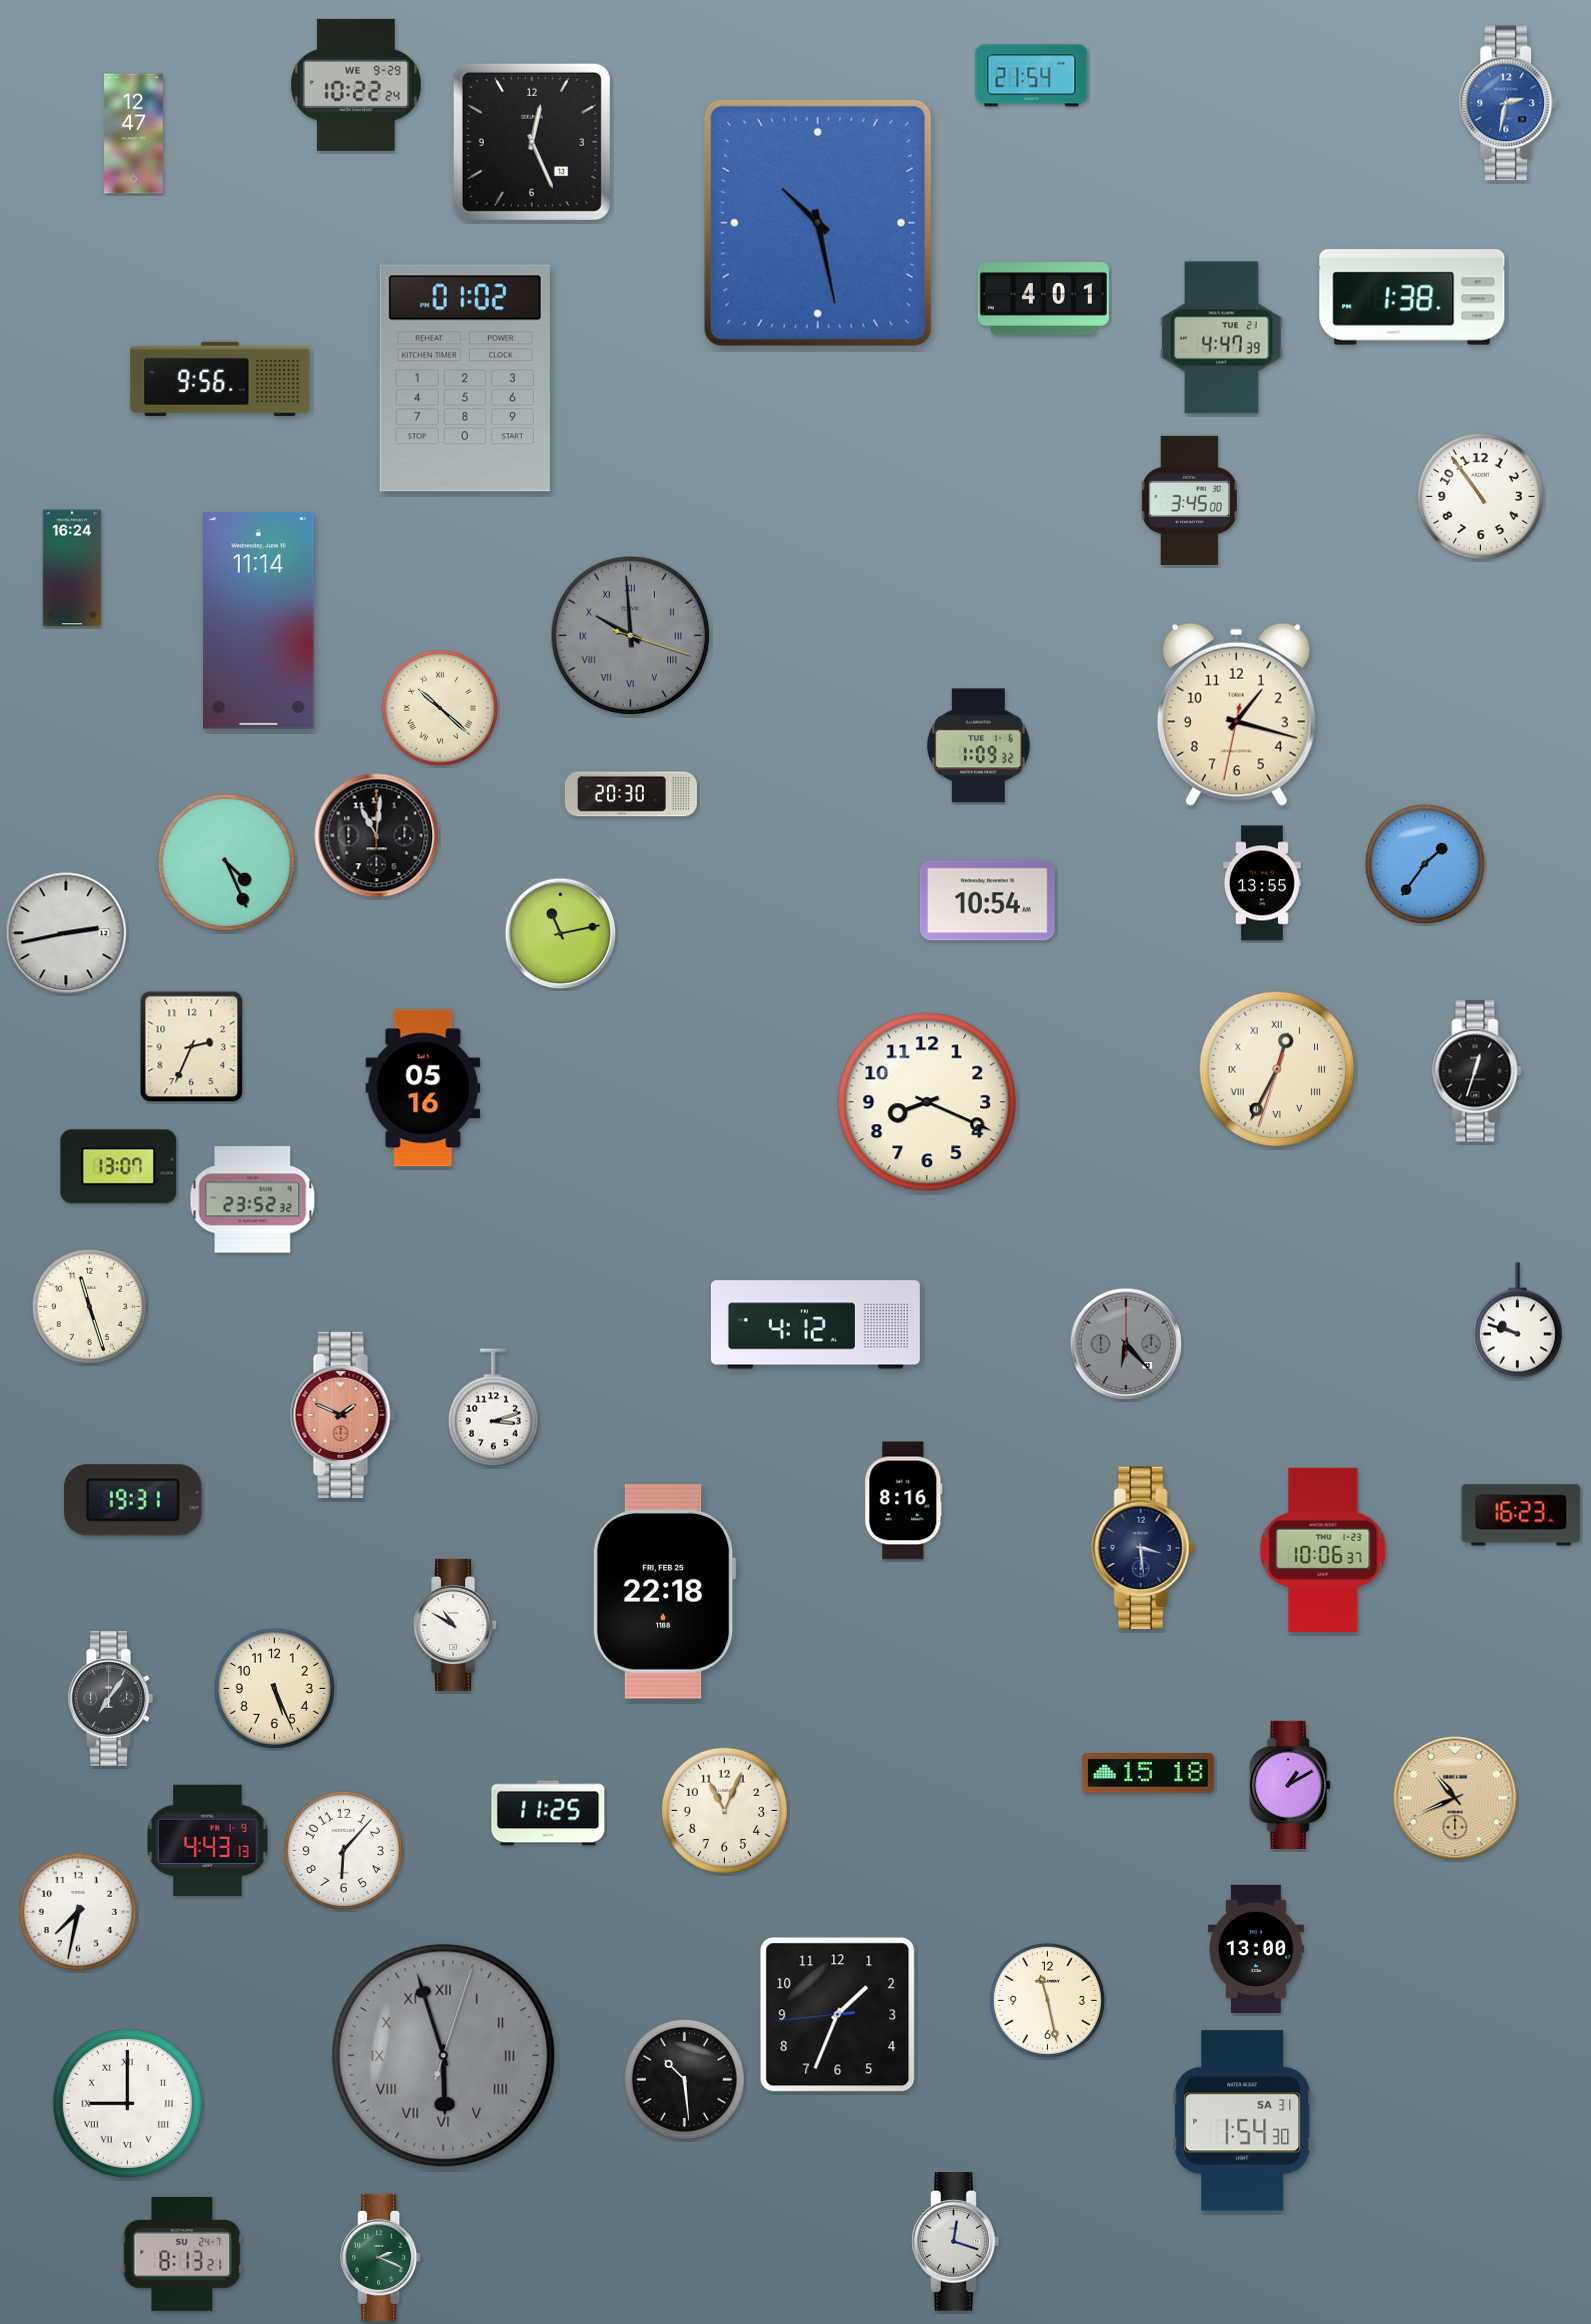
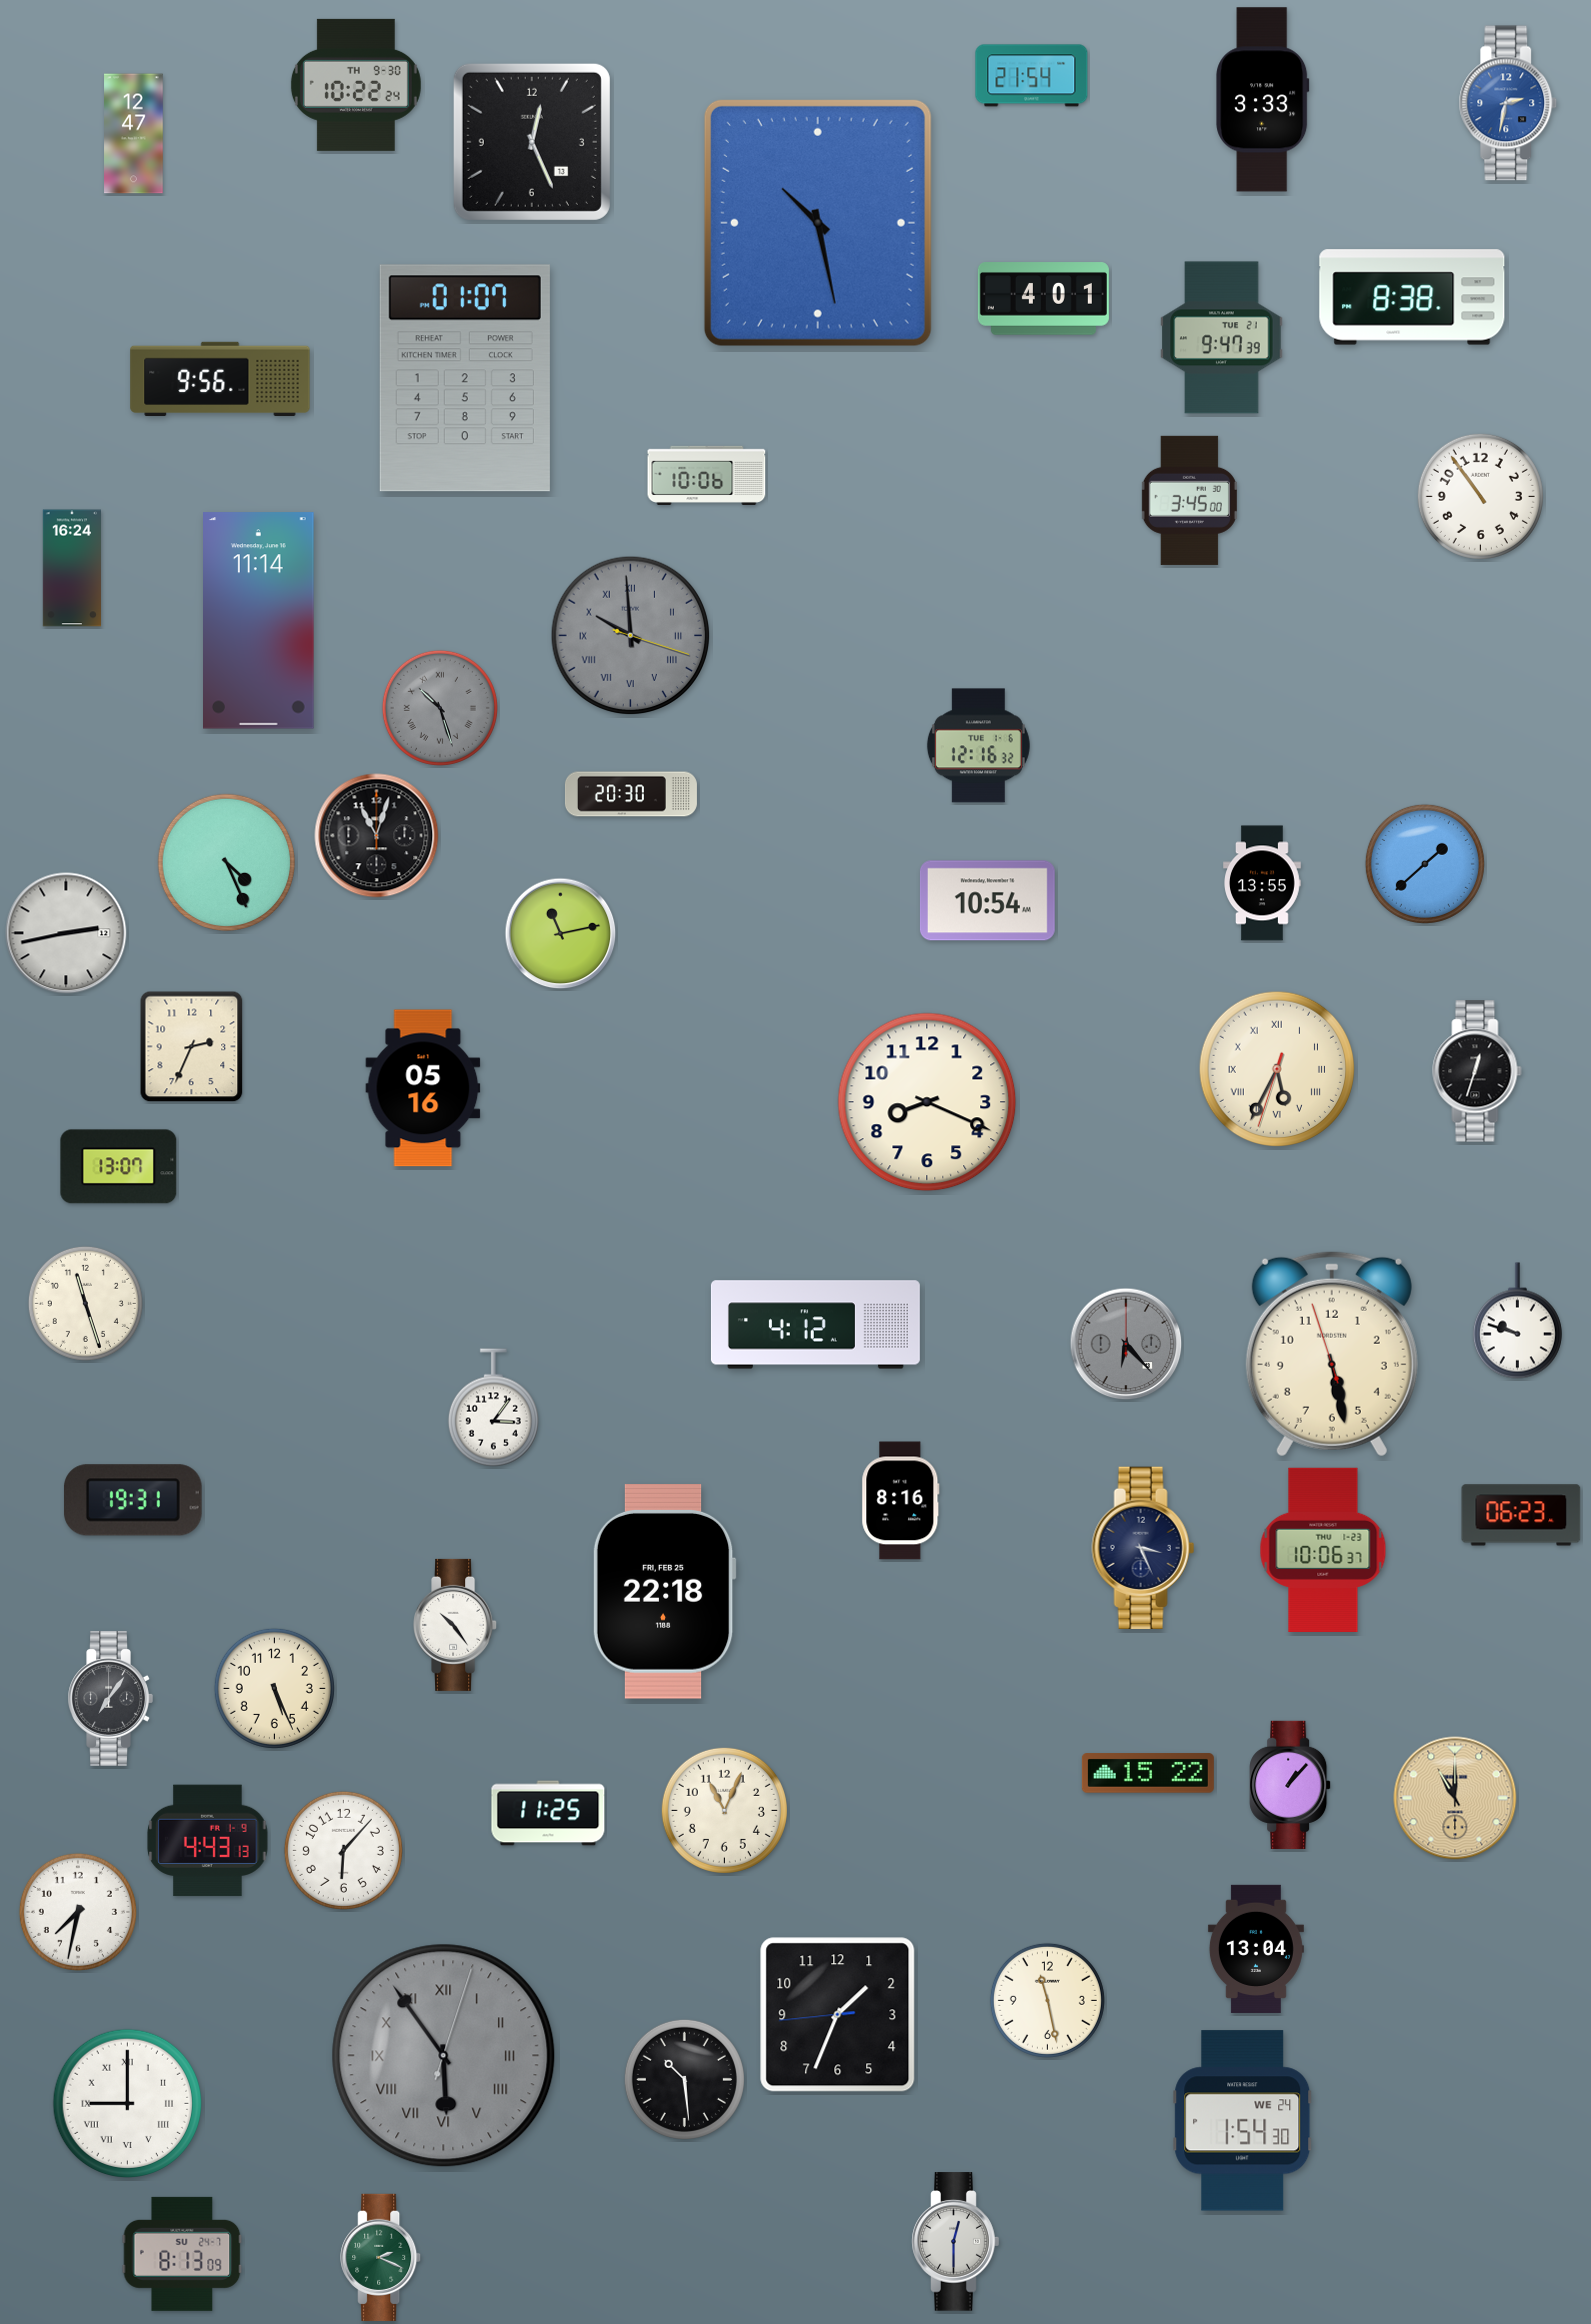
clock at (356, 85) date: WE 9-29 -> TH 9-30
clock at (1263, 100): none -> 3:33
clock at (1412, 297): 1:38 -> 8:38
clock at (1222, 338): 4:47 -> 9:47
clock at (465, 378): 01:02 -> 01:07
clock at (707, 475): none -> 10:06
clock at (440, 708): 10:22 -> 10:27
clock at (440, 708) dial: cream -> grey
clock at (1236, 714): 1:17 -> none
clock at (978, 746): 1:09 -> 12:16
clock at (377, 836): 11:01 -> 11:03
clock at (1425, 864): 1:36 -> 1:38
clock at (1277, 1069): 12:34 -> 5:34
clock at (253, 1200): 23:52 -> none
clock at (89, 1306) position: (89, 1306) -> (85, 1303)
clock at (1332, 1354): none -> 5:27
clock at (493, 1408): 3:12 -> 3:06
clock at (343, 1415): 1:49 -> none
clock at (904, 1501) position: (904, 1501) -> (901, 1501)
clock at (1521, 1515): 16:23 -> 06:23
clock at (1143, 1547): 3:29 -> 3:26
clock at (456, 1625): 10:50 -> 10:24
clock at (1148, 1773): 15:18 -> 15:22
clock at (1290, 1785): 1:10 -> 1:07
clock at (1455, 1798): 10:41 -> 11:00
clock at (1256, 1949): 13:00 -> 13:04
clock at (444, 2056): 5:57 -> 5:54
clock at (1243, 2121) date: SA 31 -> WE 24
clock at (956, 2242): 12:18 -> 12:30
clock at (182, 2254): 8:13:21 -> 8:13:09
